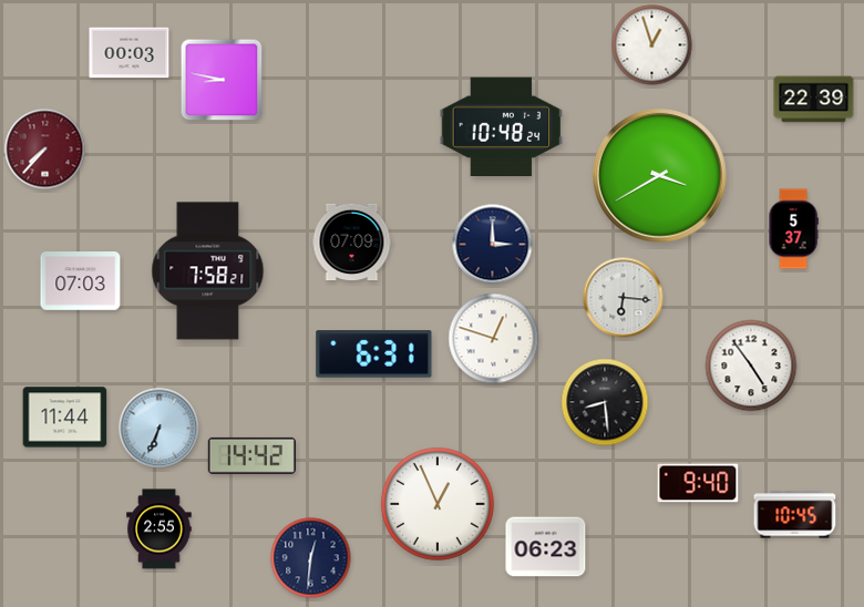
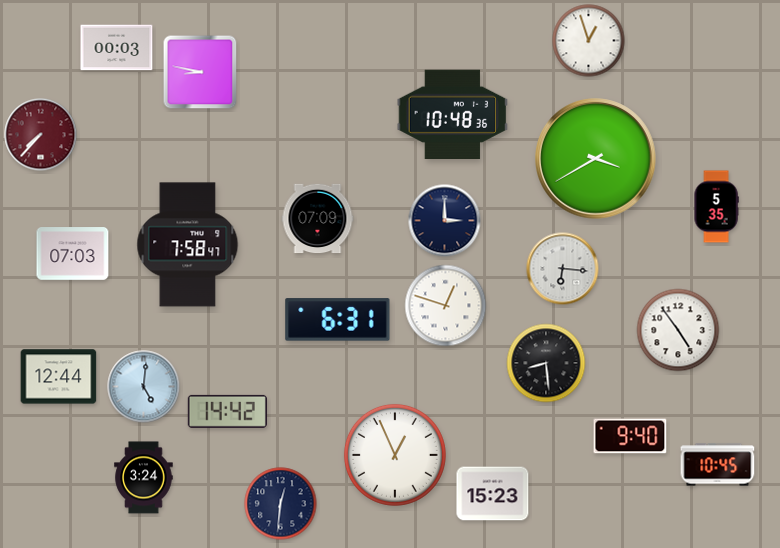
clock at (814, 100): 22:39 -> none
clock at (502, 126): 10:48:24 -> 10:48:36
clock at (793, 229): 5:37 -> 5:35
clock at (208, 271): 7:58:21 -> 7:58:47
clock at (65, 418): 11:44 -> 12:44
clock at (160, 429): 6:34 -> 5:01
clock at (160, 529): 2:55 -> 3:24
clock at (546, 547): 06:23 -> 15:23
